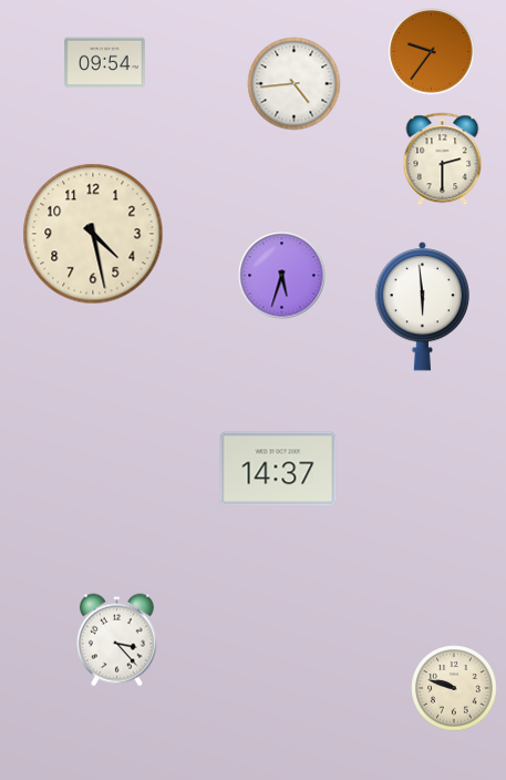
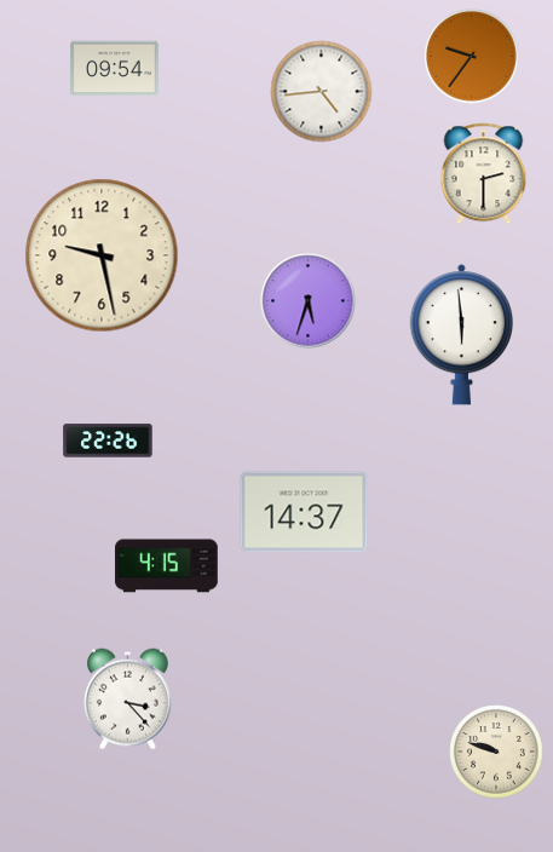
clock at (93, 234): 4:28 -> 9:28
clock at (108, 441): none -> 22:26
clock at (167, 566): none -> 4:15
